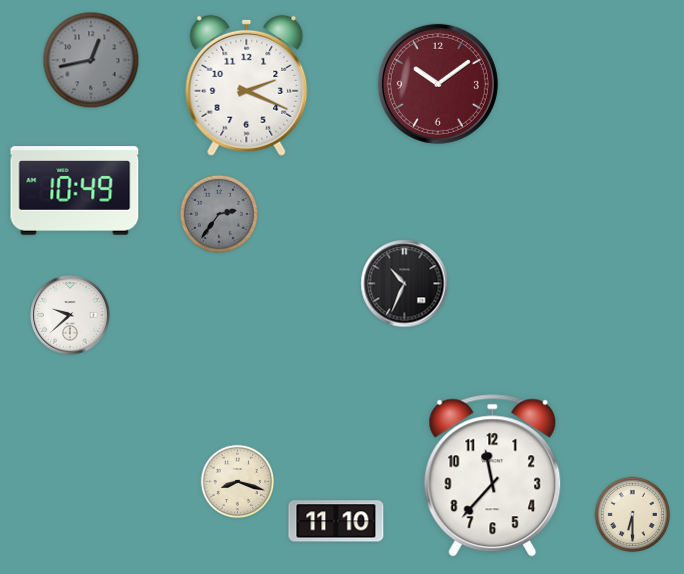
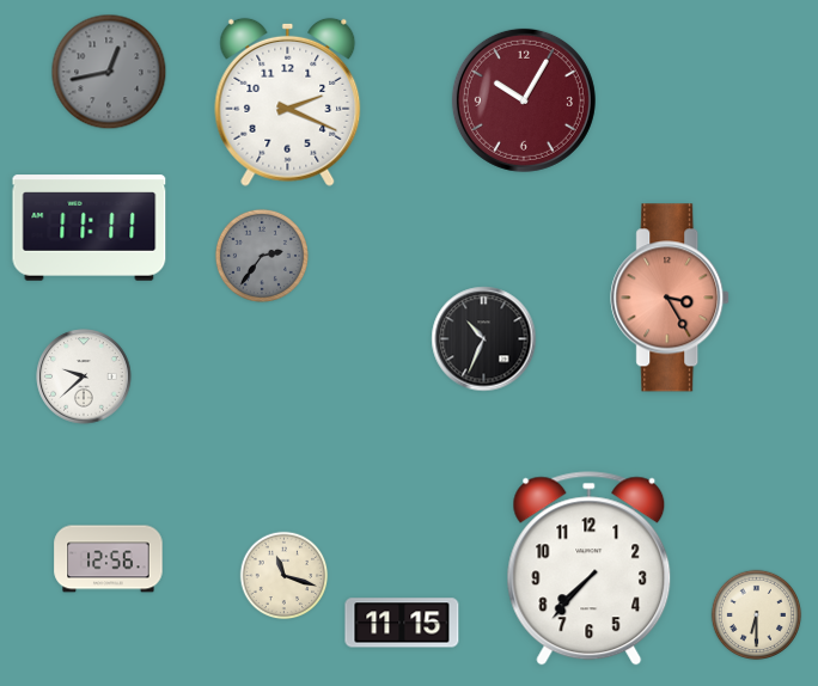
clock at (438, 84): 10:09 -> 10:05
clock at (247, 85) position: (247, 85) -> (288, 102)
clock at (75, 191): 10:49 -> 11:11
clock at (671, 298): none -> 3:25
clock at (109, 559): none -> 12:56
clock at (493, 476): 11:37 -> 7:37
clock at (238, 482): 8:18 -> 11:18
clock at (336, 521): 11:10 -> 11:15
